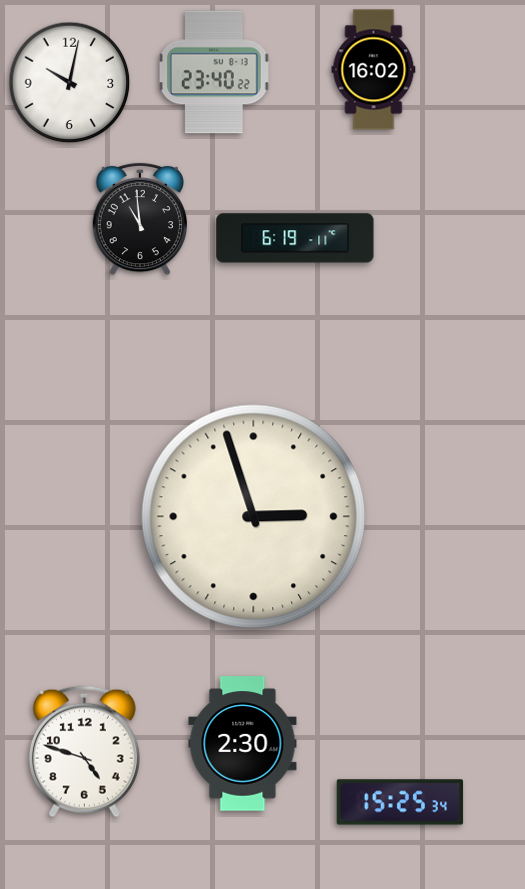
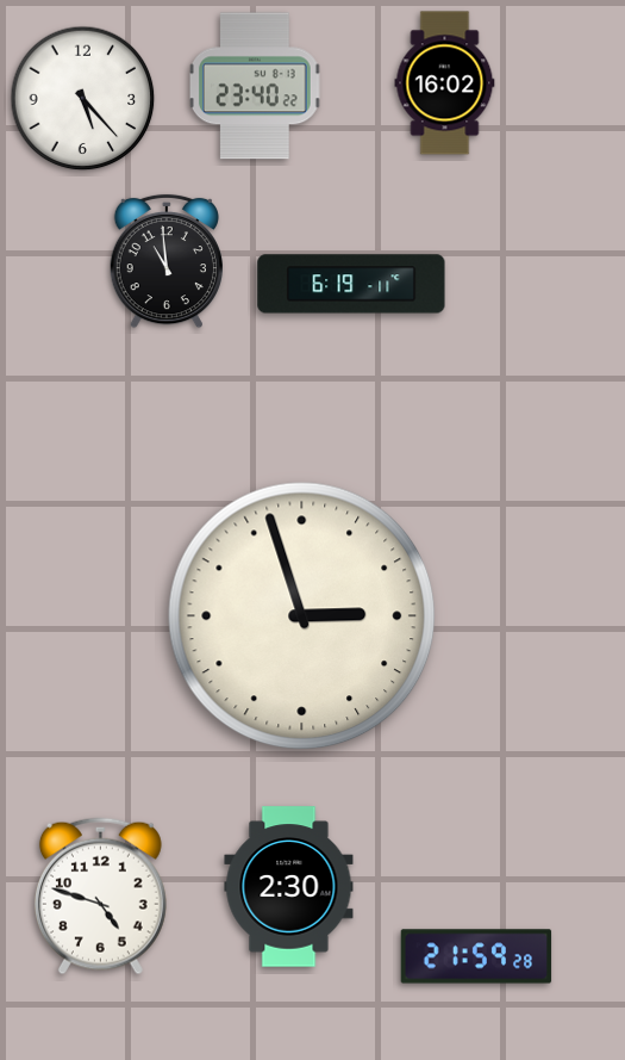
clock at (70, 83): 10:02 -> 5:23
clock at (400, 802): 15:25 -> 21:59
